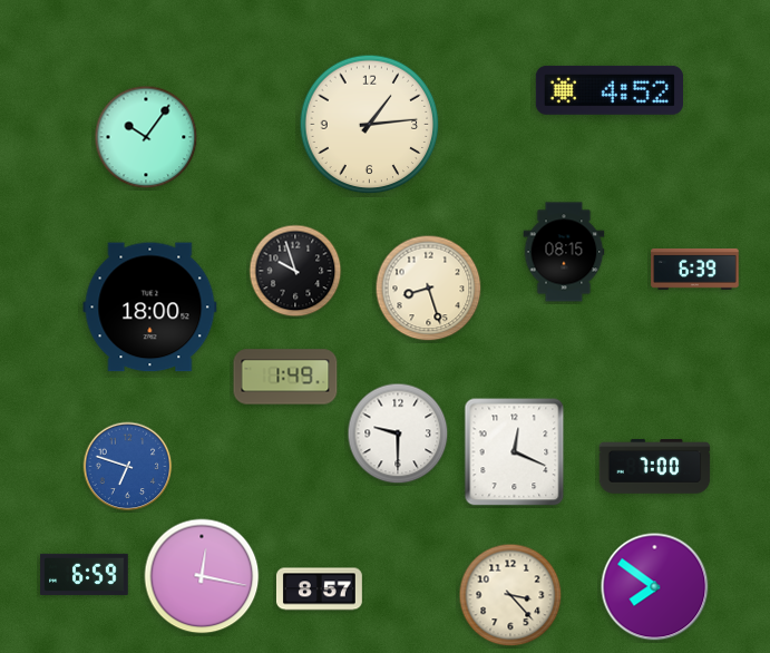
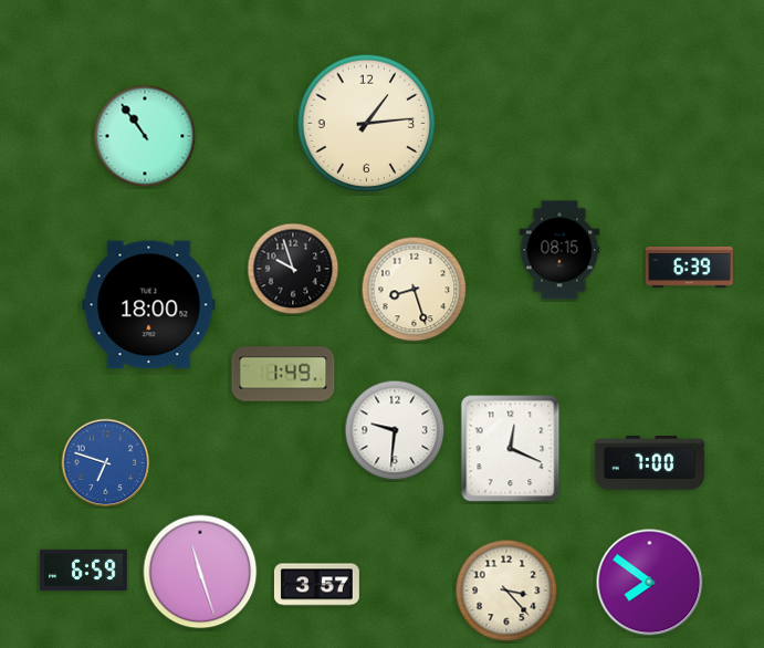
clock at (610, 90): 4:52 -> none
clock at (146, 137): 10:06 -> 10:54
clock at (429, 289) position: (429, 289) -> (415, 290)
clock at (398, 433): 9:30 -> 9:31
clock at (128, 467) position: (128, 467) -> (106, 463)
clock at (202, 576): 12:17 -> 11:27
clock at (319, 589): 8:57 -> 3:57
